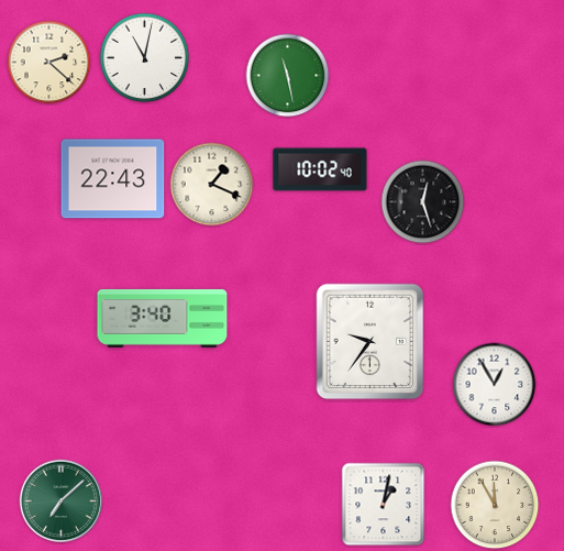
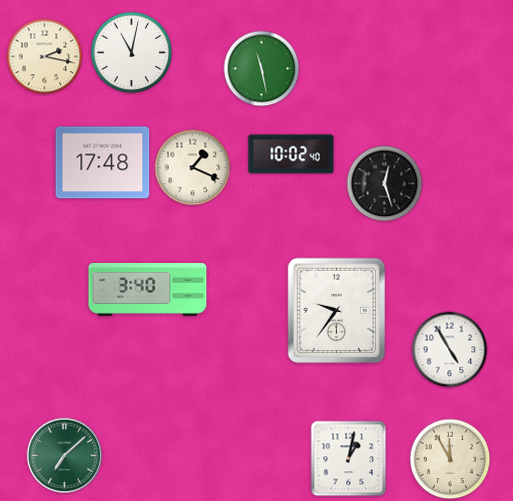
clock at (49, 63): 2:22 -> 2:17
clock at (113, 179): 22:43 -> 17:48
clock at (495, 385): 12:55 -> 4:55
clock at (60, 500) position: (60, 500) -> (64, 455)
